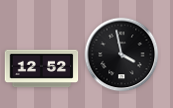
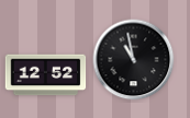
clock at (122, 55): 3:58 -> 10:58
